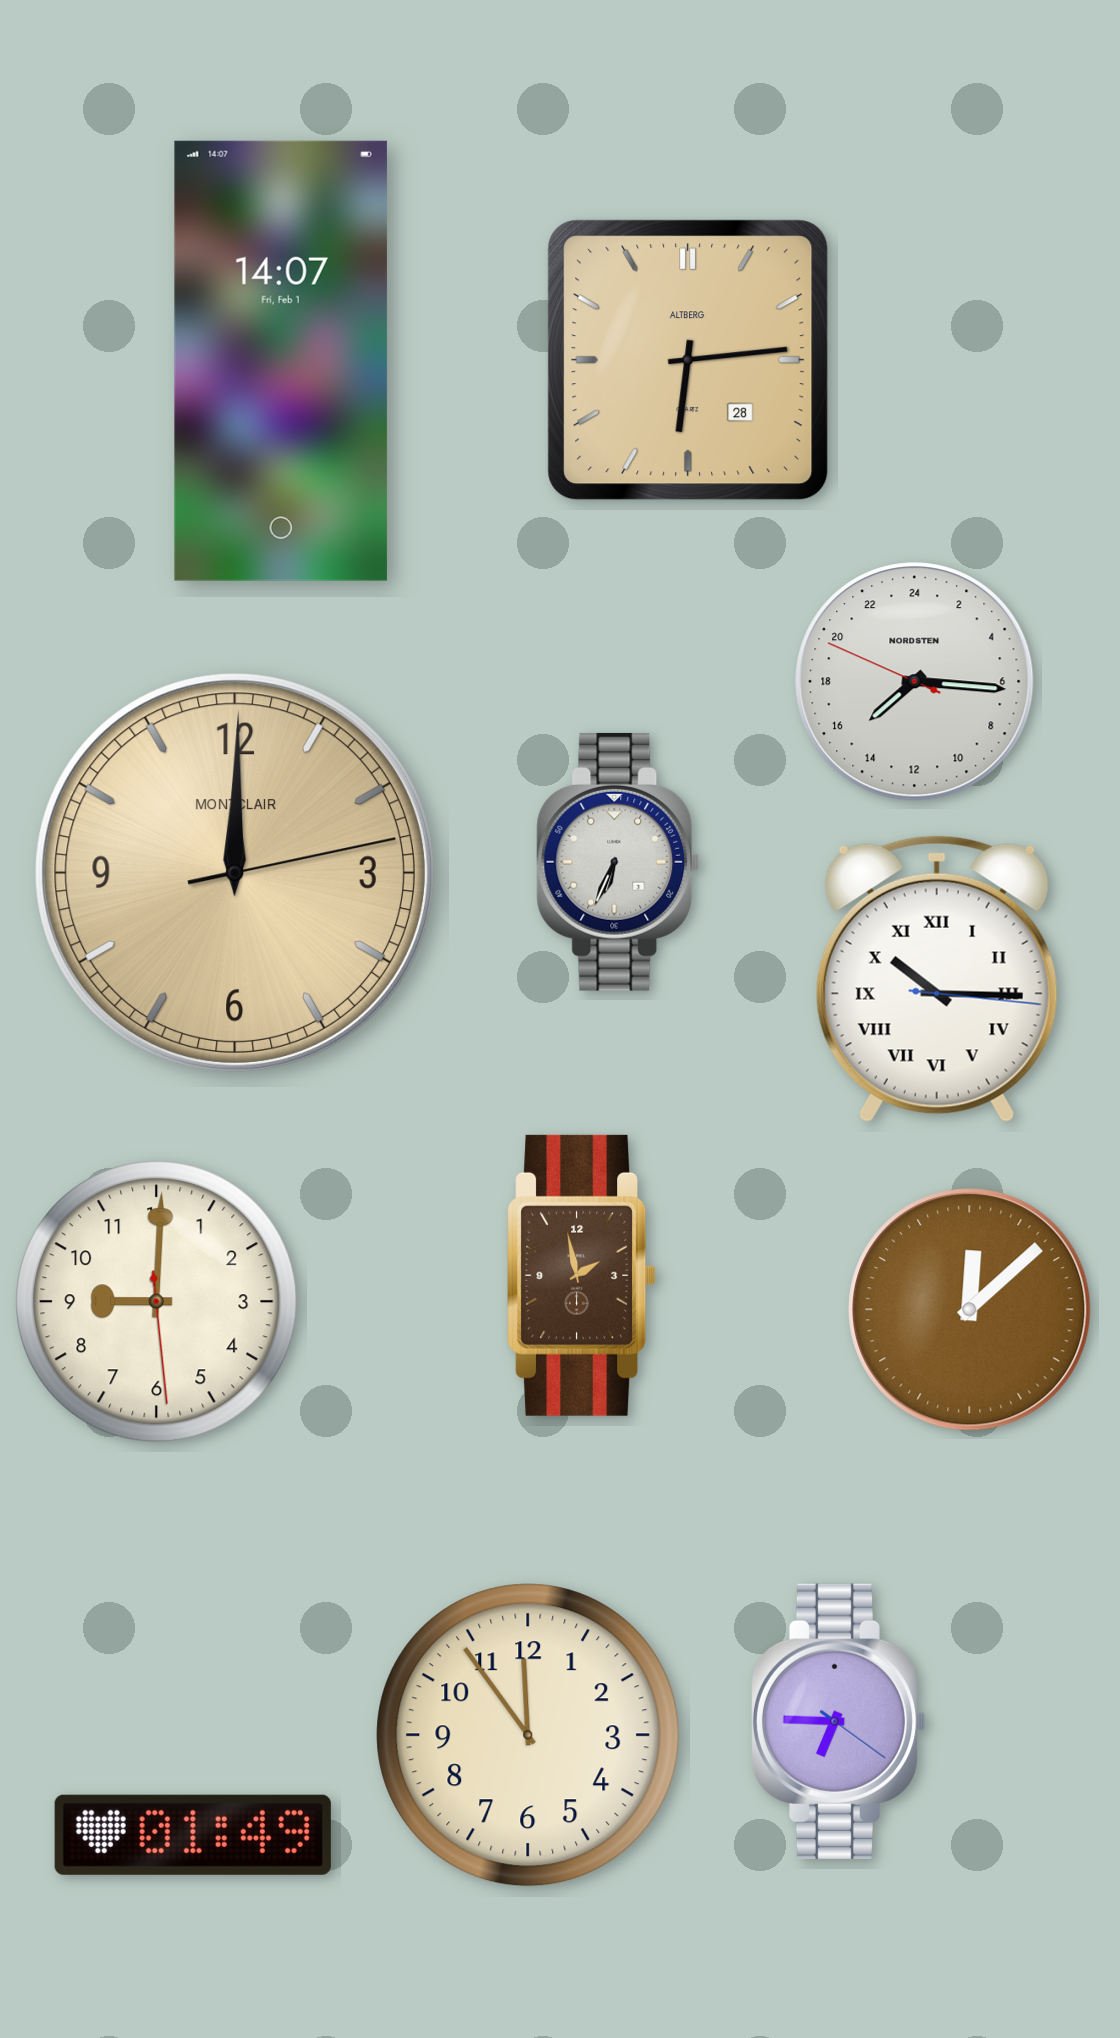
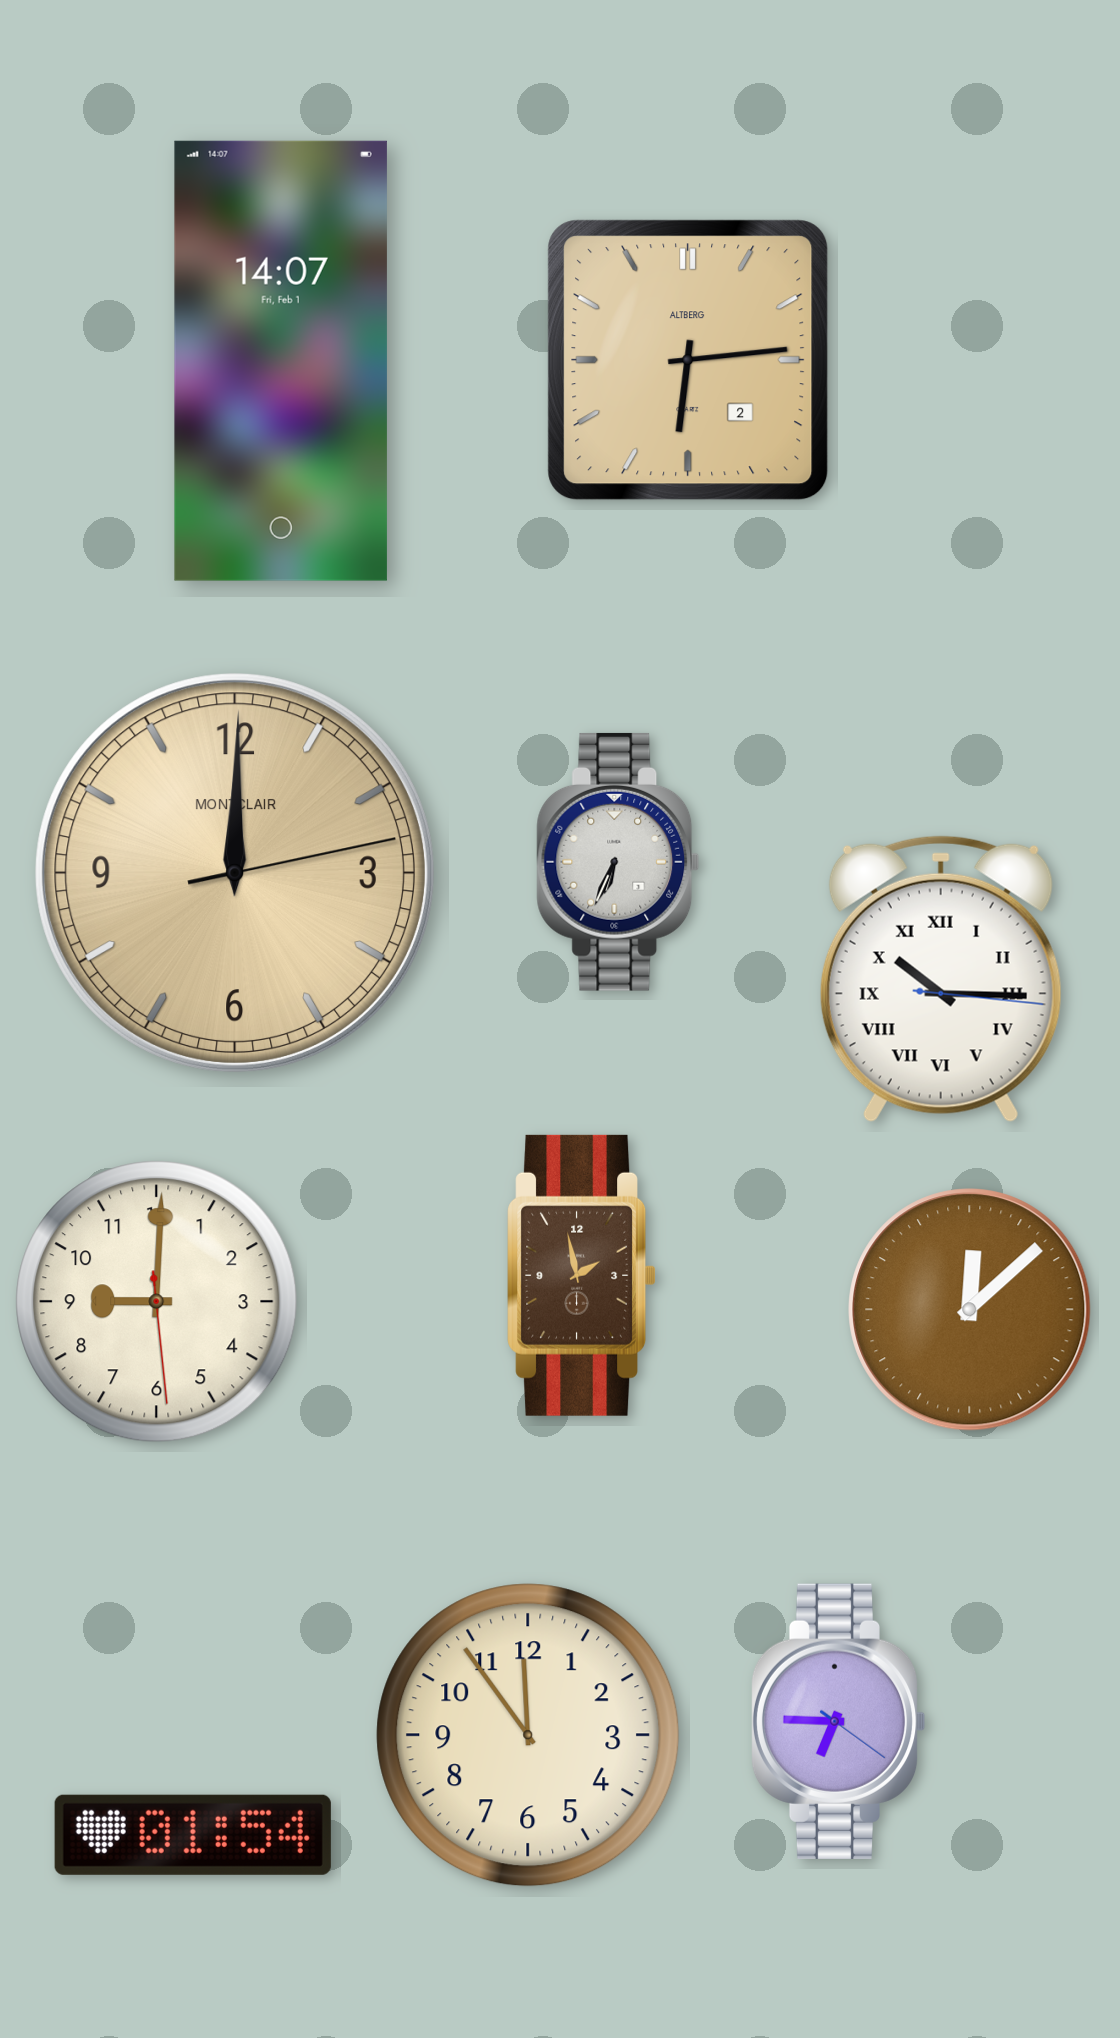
clock at (688, 360) date: 28 -> 2
clock at (915, 682): 15:15 -> none
clock at (937, 979) position: (937, 979) -> (941, 979)
clock at (193, 1835): 01:49 -> 01:54
